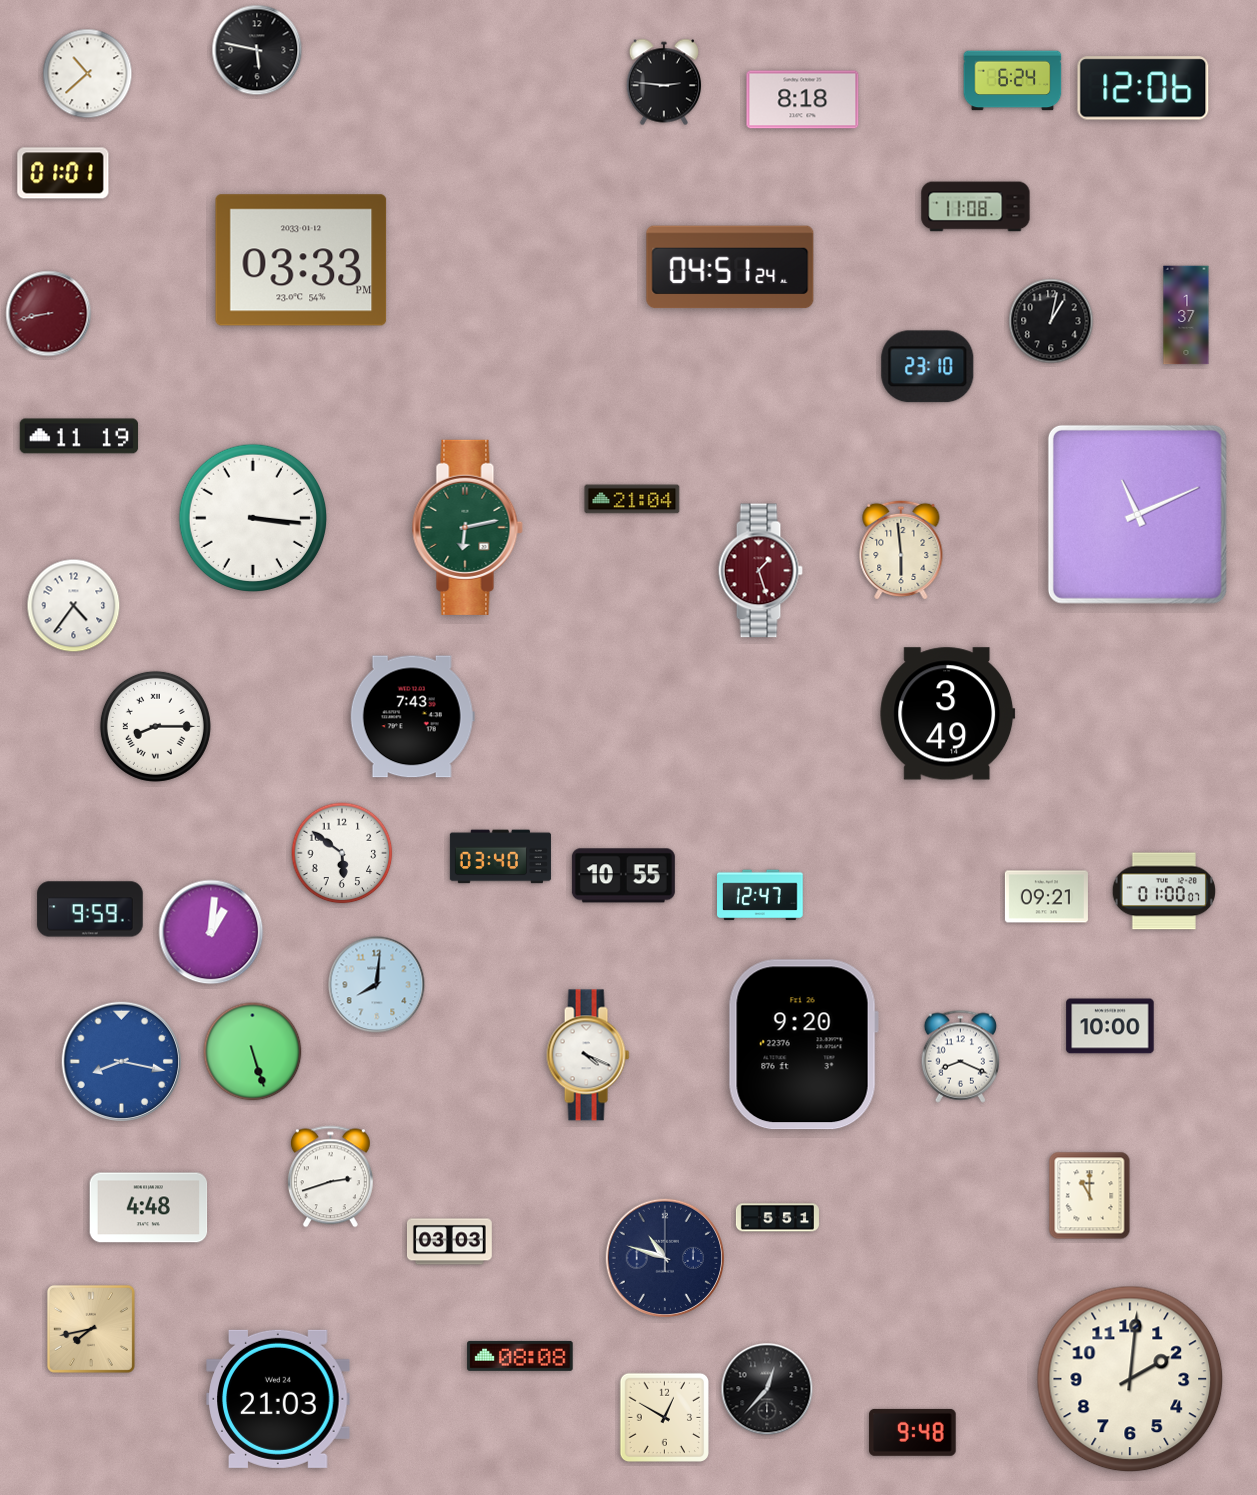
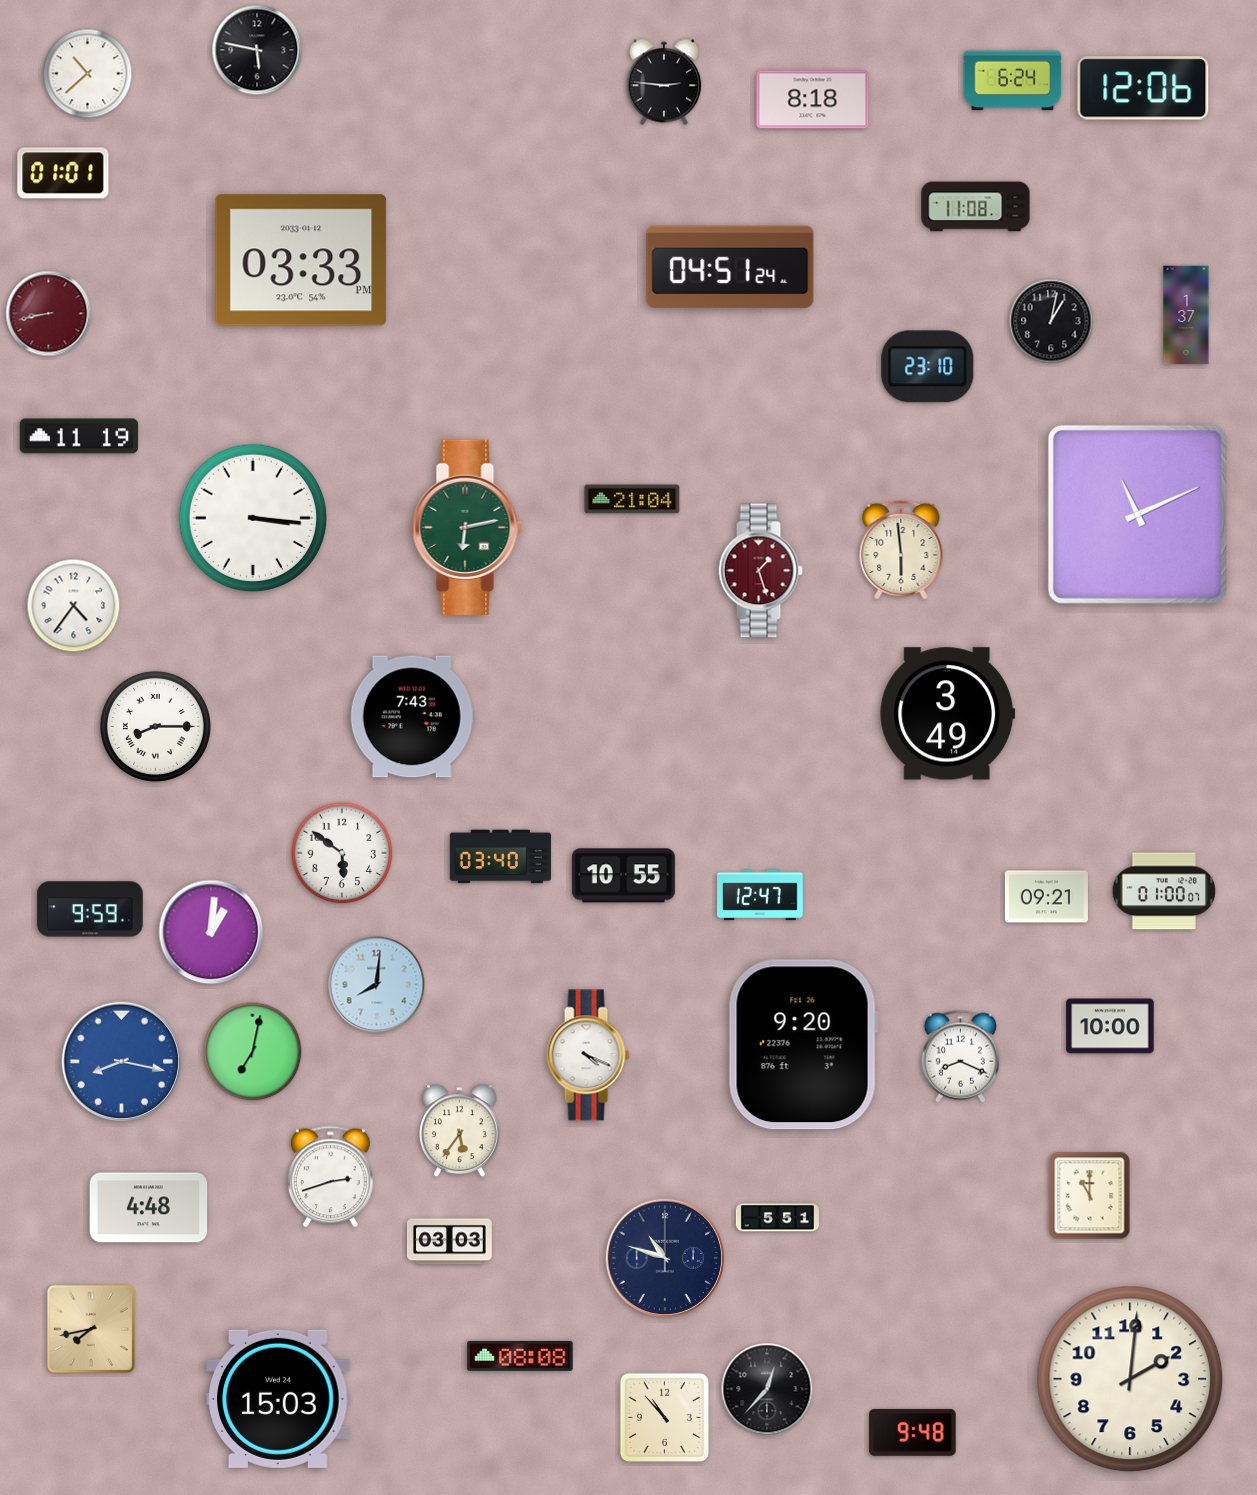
clock at (803, 100) position: (803, 100) -> (813, 100)
clock at (253, 1052): 5:27 -> 7:02
clock at (460, 1131): none -> 5:36
clock at (278, 1399): 21:03 -> 15:03
clock at (665, 1418): 12:50 -> 10:53
